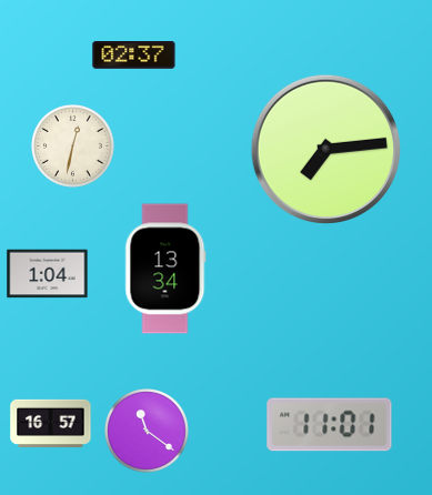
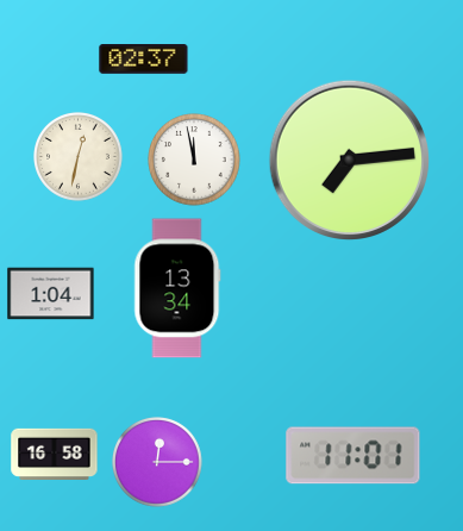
clock at (194, 160): none -> 11:58
clock at (51, 423): 16:57 -> 16:58
clock at (147, 431): 11:21 -> 12:15
